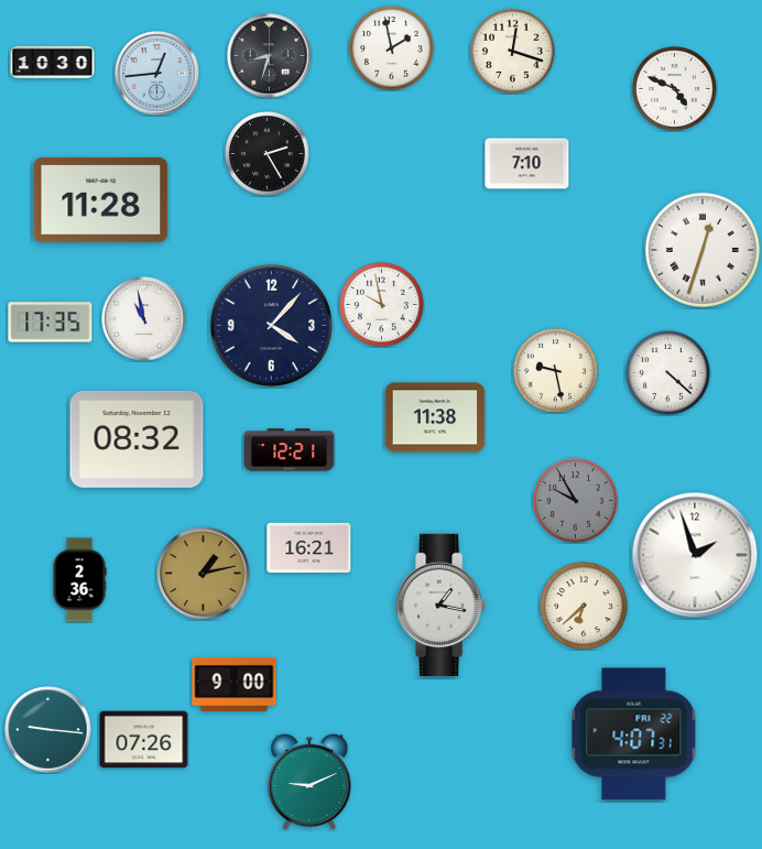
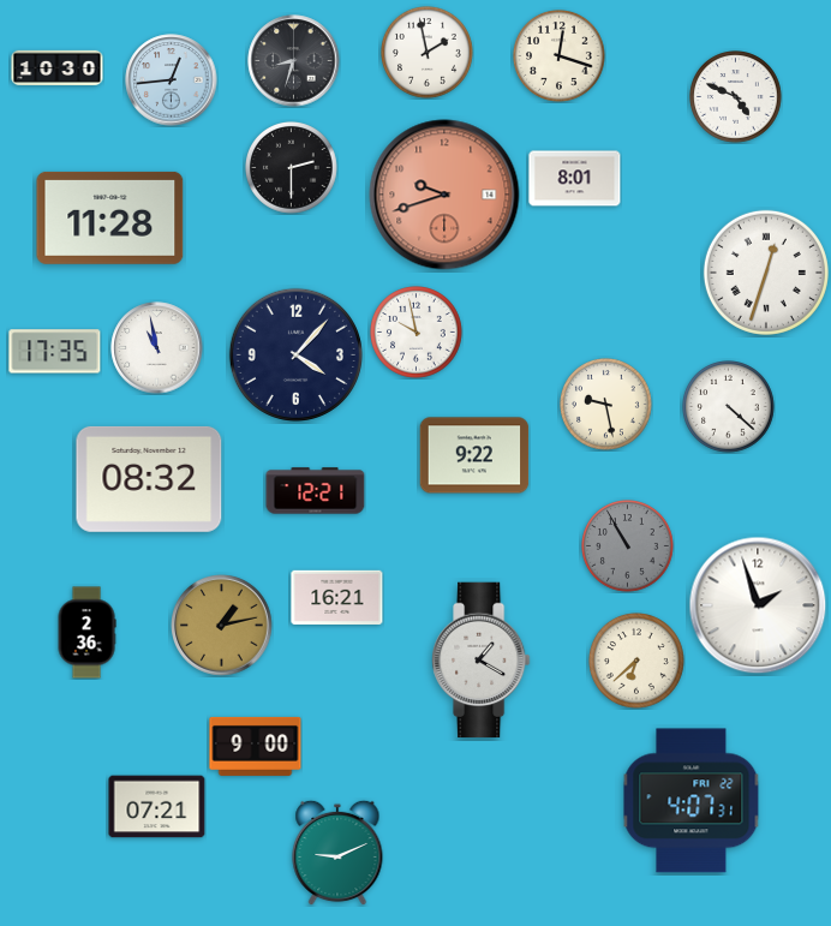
clock at (268, 154): 2:25 -> 2:30
clock at (527, 164): 7:10 -> 8:01
clock at (444, 195): none -> 9:42
clock at (435, 417): 11:38 -> 9:22
clock at (576, 501): 9:55 -> 10:55
clock at (442, 606): 1:17 -> 1:20
clock at (48, 730): 9:16 -> none
clock at (144, 740): 07:26 -> 07:21
